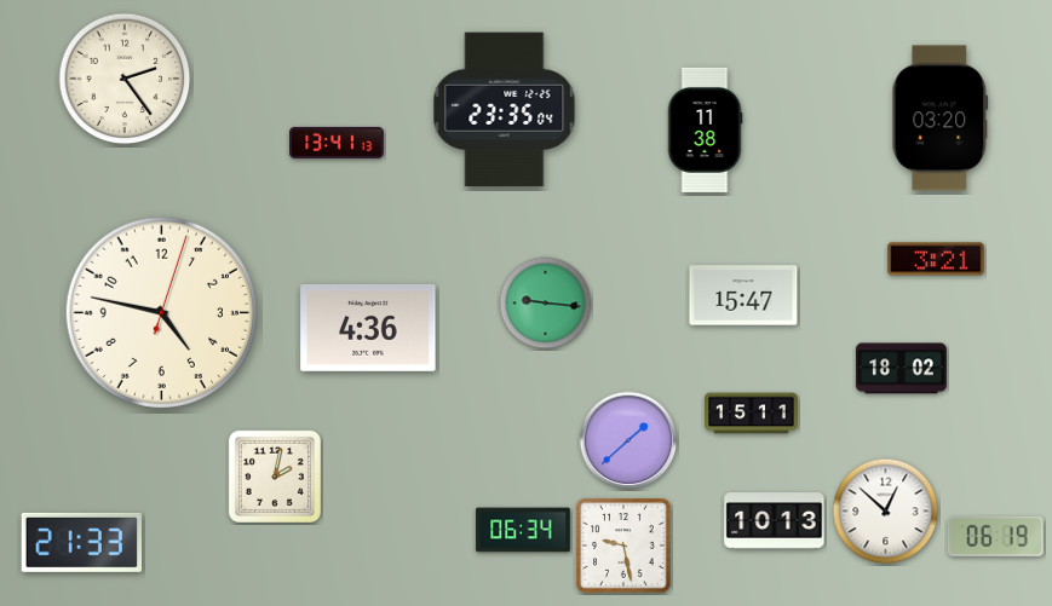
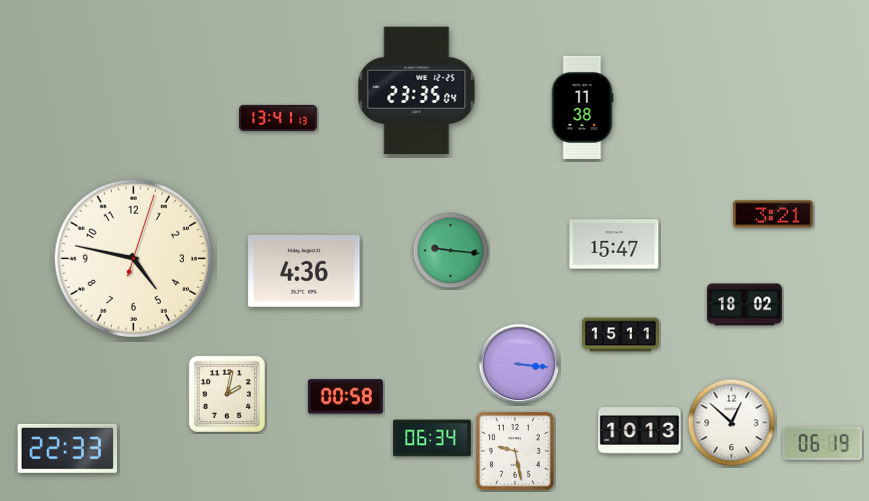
clock at (125, 79): 2:24 -> none
clock at (941, 119): 03:20 -> none
clock at (752, 414) position: (752, 414) -> (621, 335)
clock at (628, 440): 1:38 -> 3:16
clock at (345, 397): none -> 00:58
clock at (82, 542): 21:33 -> 22:33
